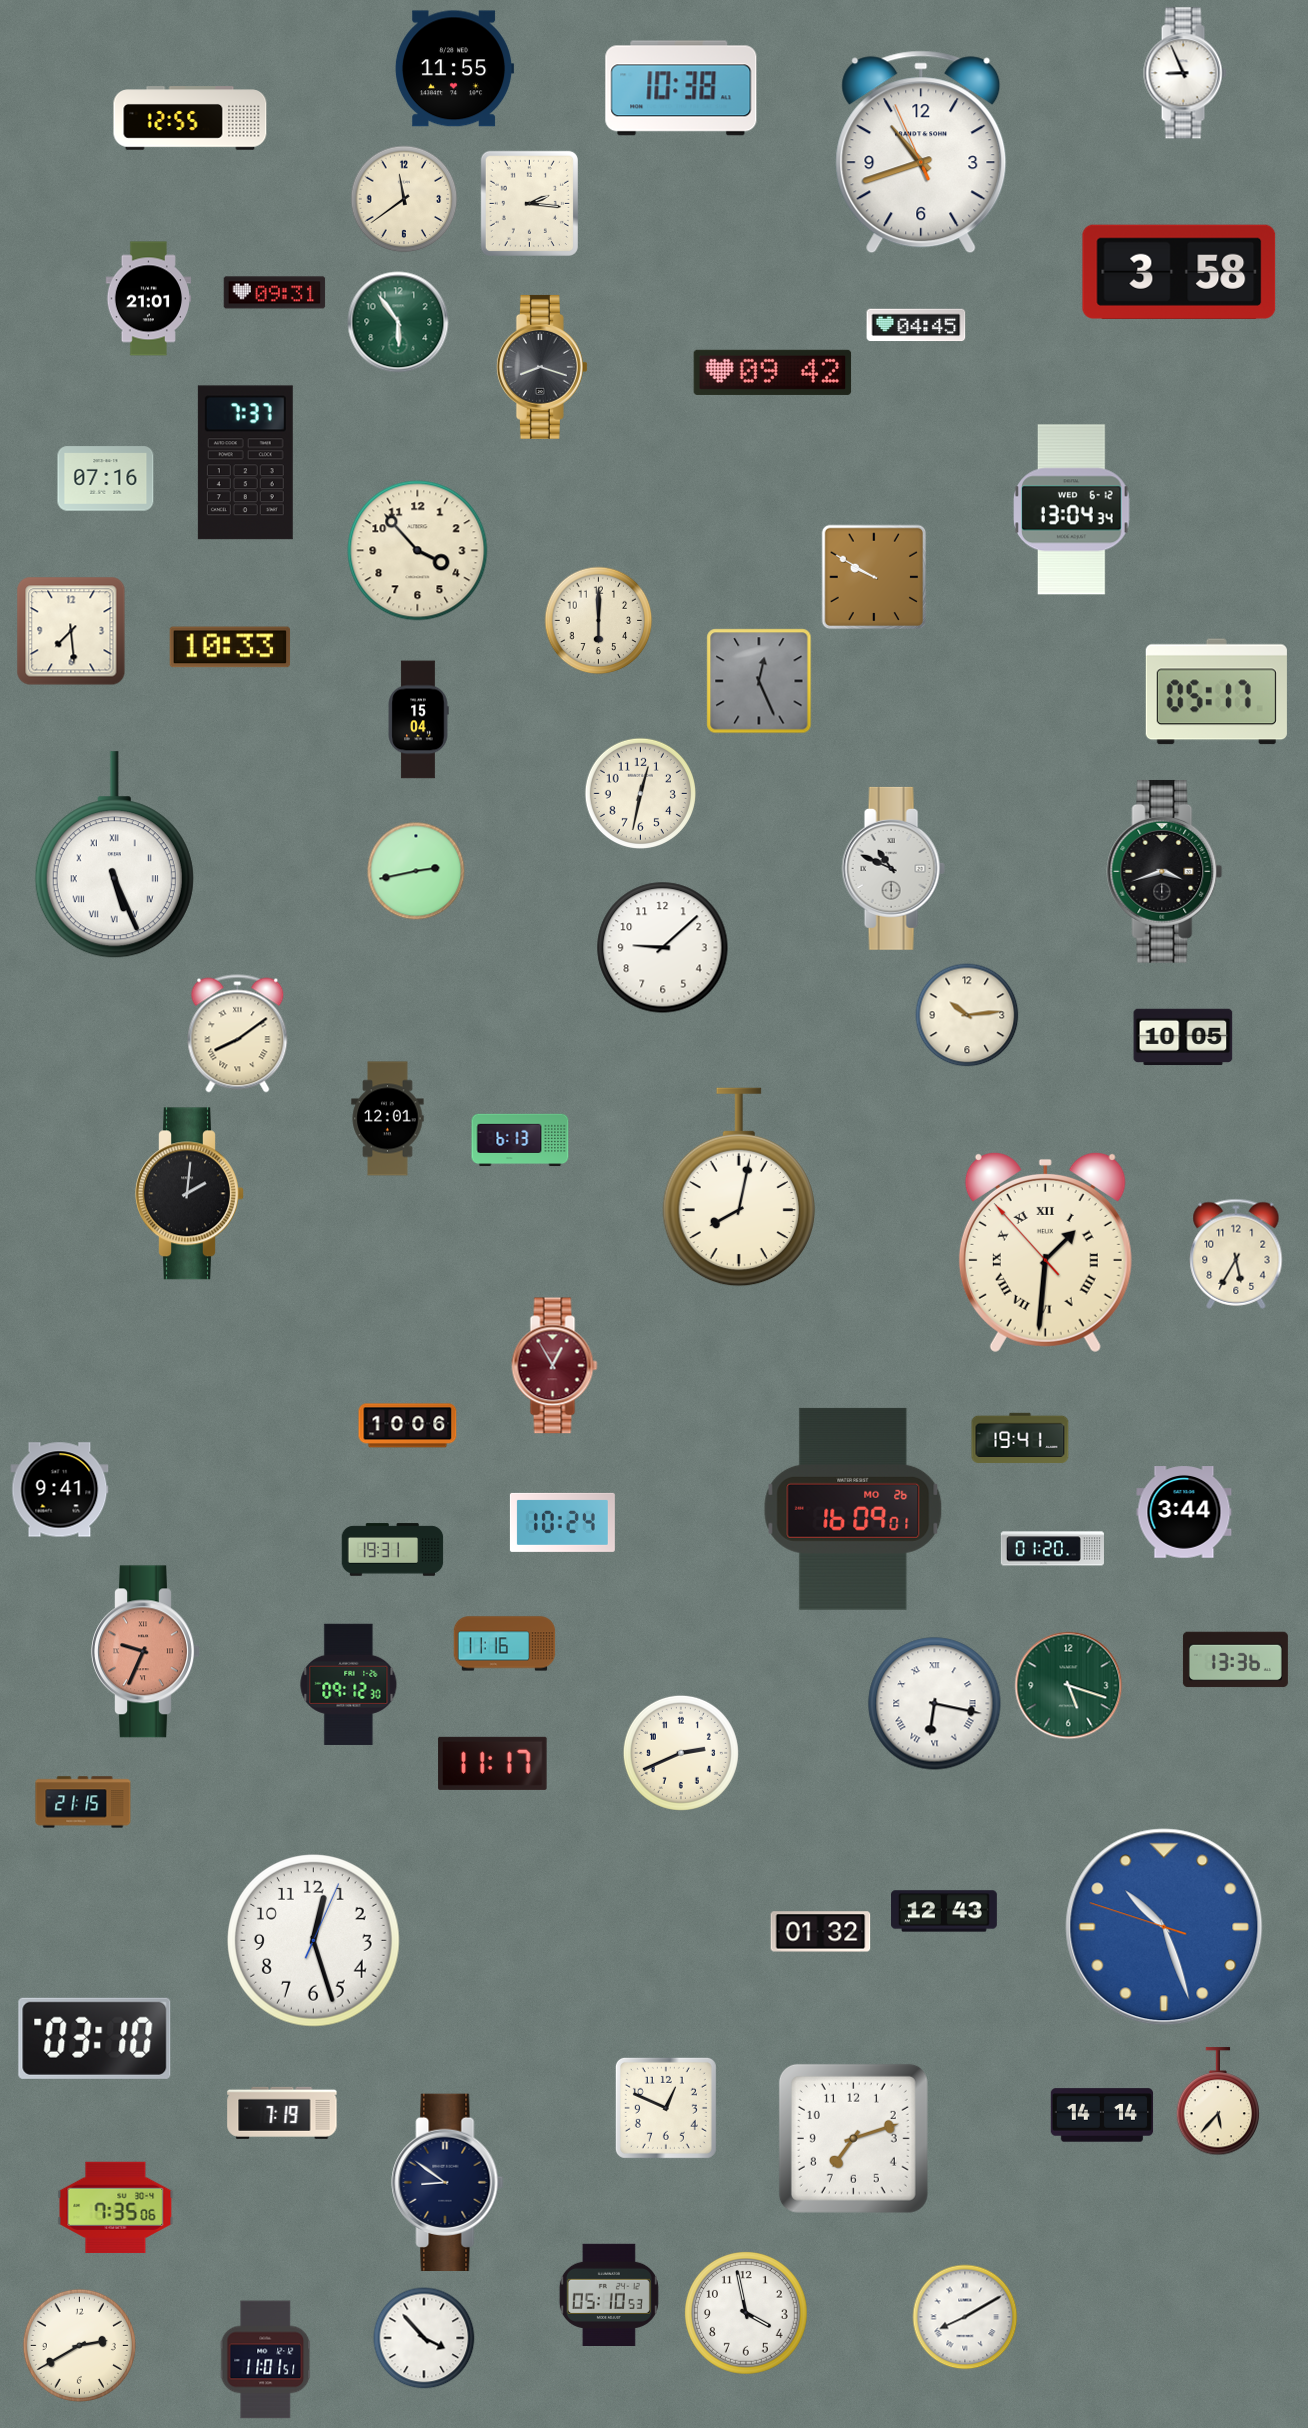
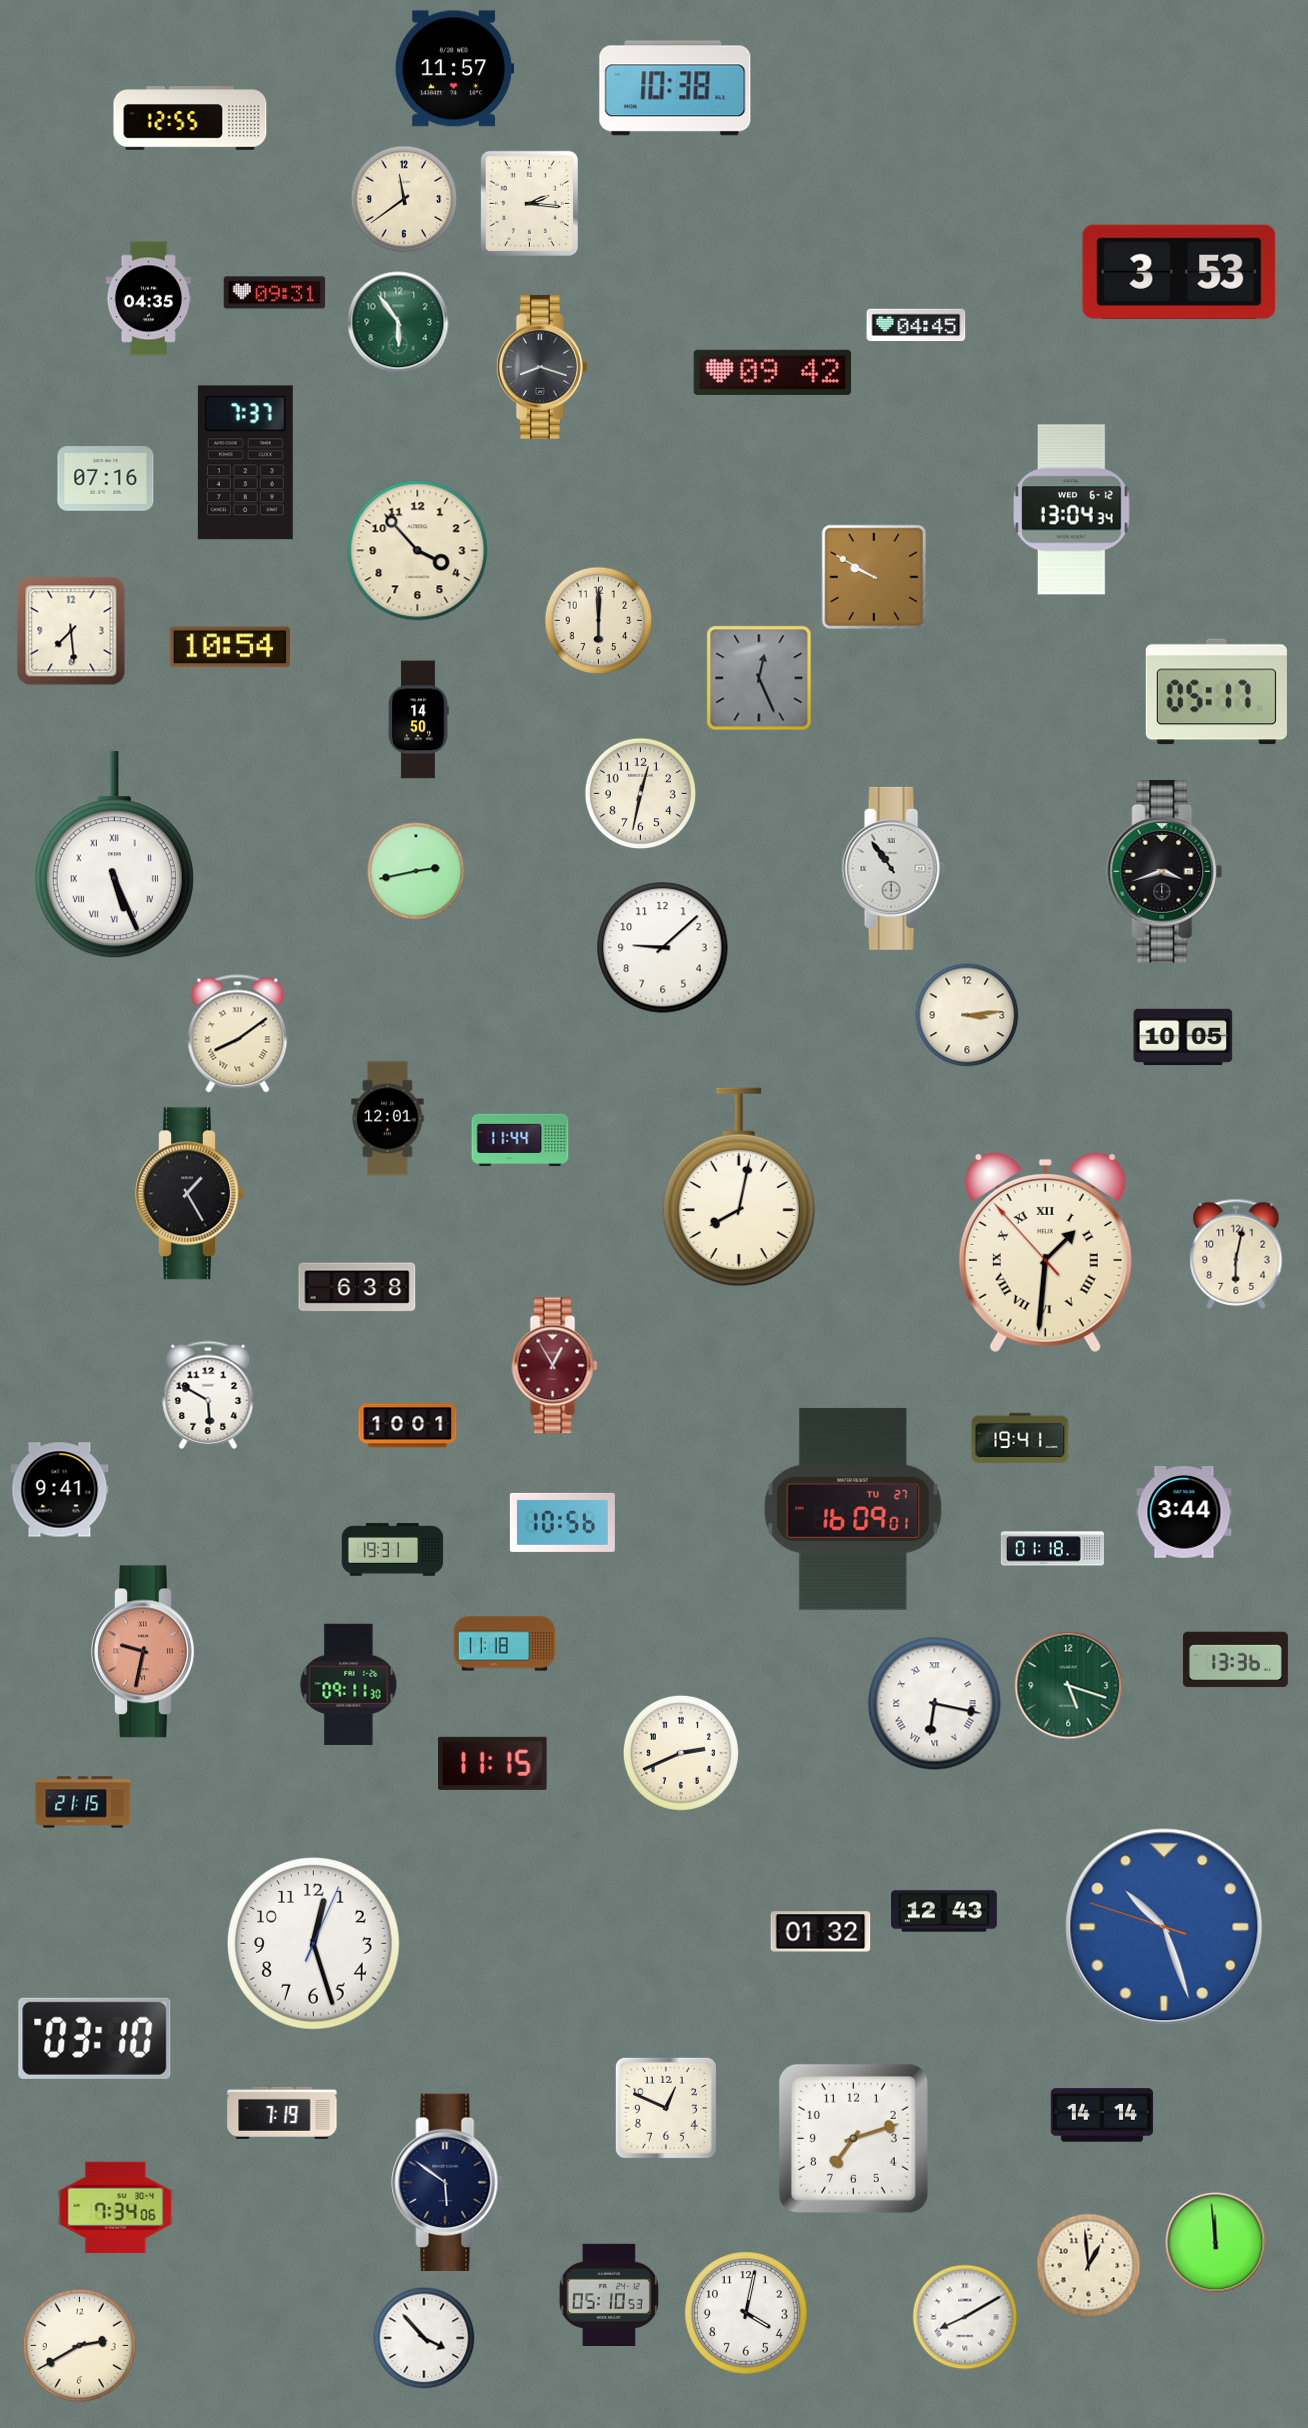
clock at (454, 69): 11:55 -> 11:57
clock at (1185, 73): 8:56 -> none
clock at (681, 88) position: (681, 88) -> (675, 88)
clock at (921, 152): 10:41 -> none
clock at (1179, 272): 3:58 -> 3:53
clock at (149, 299): 21:01 -> 04:35
clock at (230, 647): 10:33 -> 10:54
clock at (759, 681) position: (759, 681) -> (759, 678)
clock at (418, 720): 15:04 -> 14:50
clock at (893, 868): 10:49 -> 10:54
clock at (967, 1015): 10:14 -> 3:14
clock at (520, 1140): 6:13 -> 11:44
clock at (190, 1194): 2:01 -> 1:25
clock at (1236, 1254): 5:35 -> 6:02
clock at (357, 1287): none -> 6:38
clock at (208, 1395): none -> 5:50
clock at (408, 1426): 10:06 -> 10:01
clock at (853, 1509) date: MO 26 -> TU 27
clock at (562, 1522): 10:24 -> 10:56
clock at (1052, 1549): 01:20 -> 01:18
clock at (505, 1644): 11:16 -> 11:18
clock at (146, 1652): 9:34 -> 9:32
clock at (349, 1684): 09:12 -> 09:11
clock at (493, 1763): 11:17 -> 11:15
clock at (314, 1941) position: (314, 1941) -> (314, 1944)
clock at (1218, 2102): 5:37 -> none
clock at (448, 2182): 8:51 -> 5:51
clock at (116, 2207): 7:35 -> 7:34
clock at (1216, 2243): none -> 11:59
clock at (1089, 2266): none -> 12:59
clock at (747, 2314): 3:58 -> 4:02
clock at (266, 2360): 11:01 -> none
